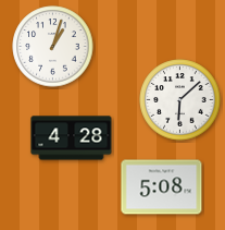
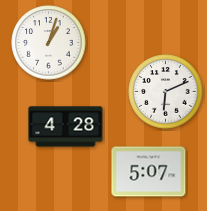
clock at (180, 100): 6:08 -> 6:11
clock at (162, 187): 5:08 -> 5:07
